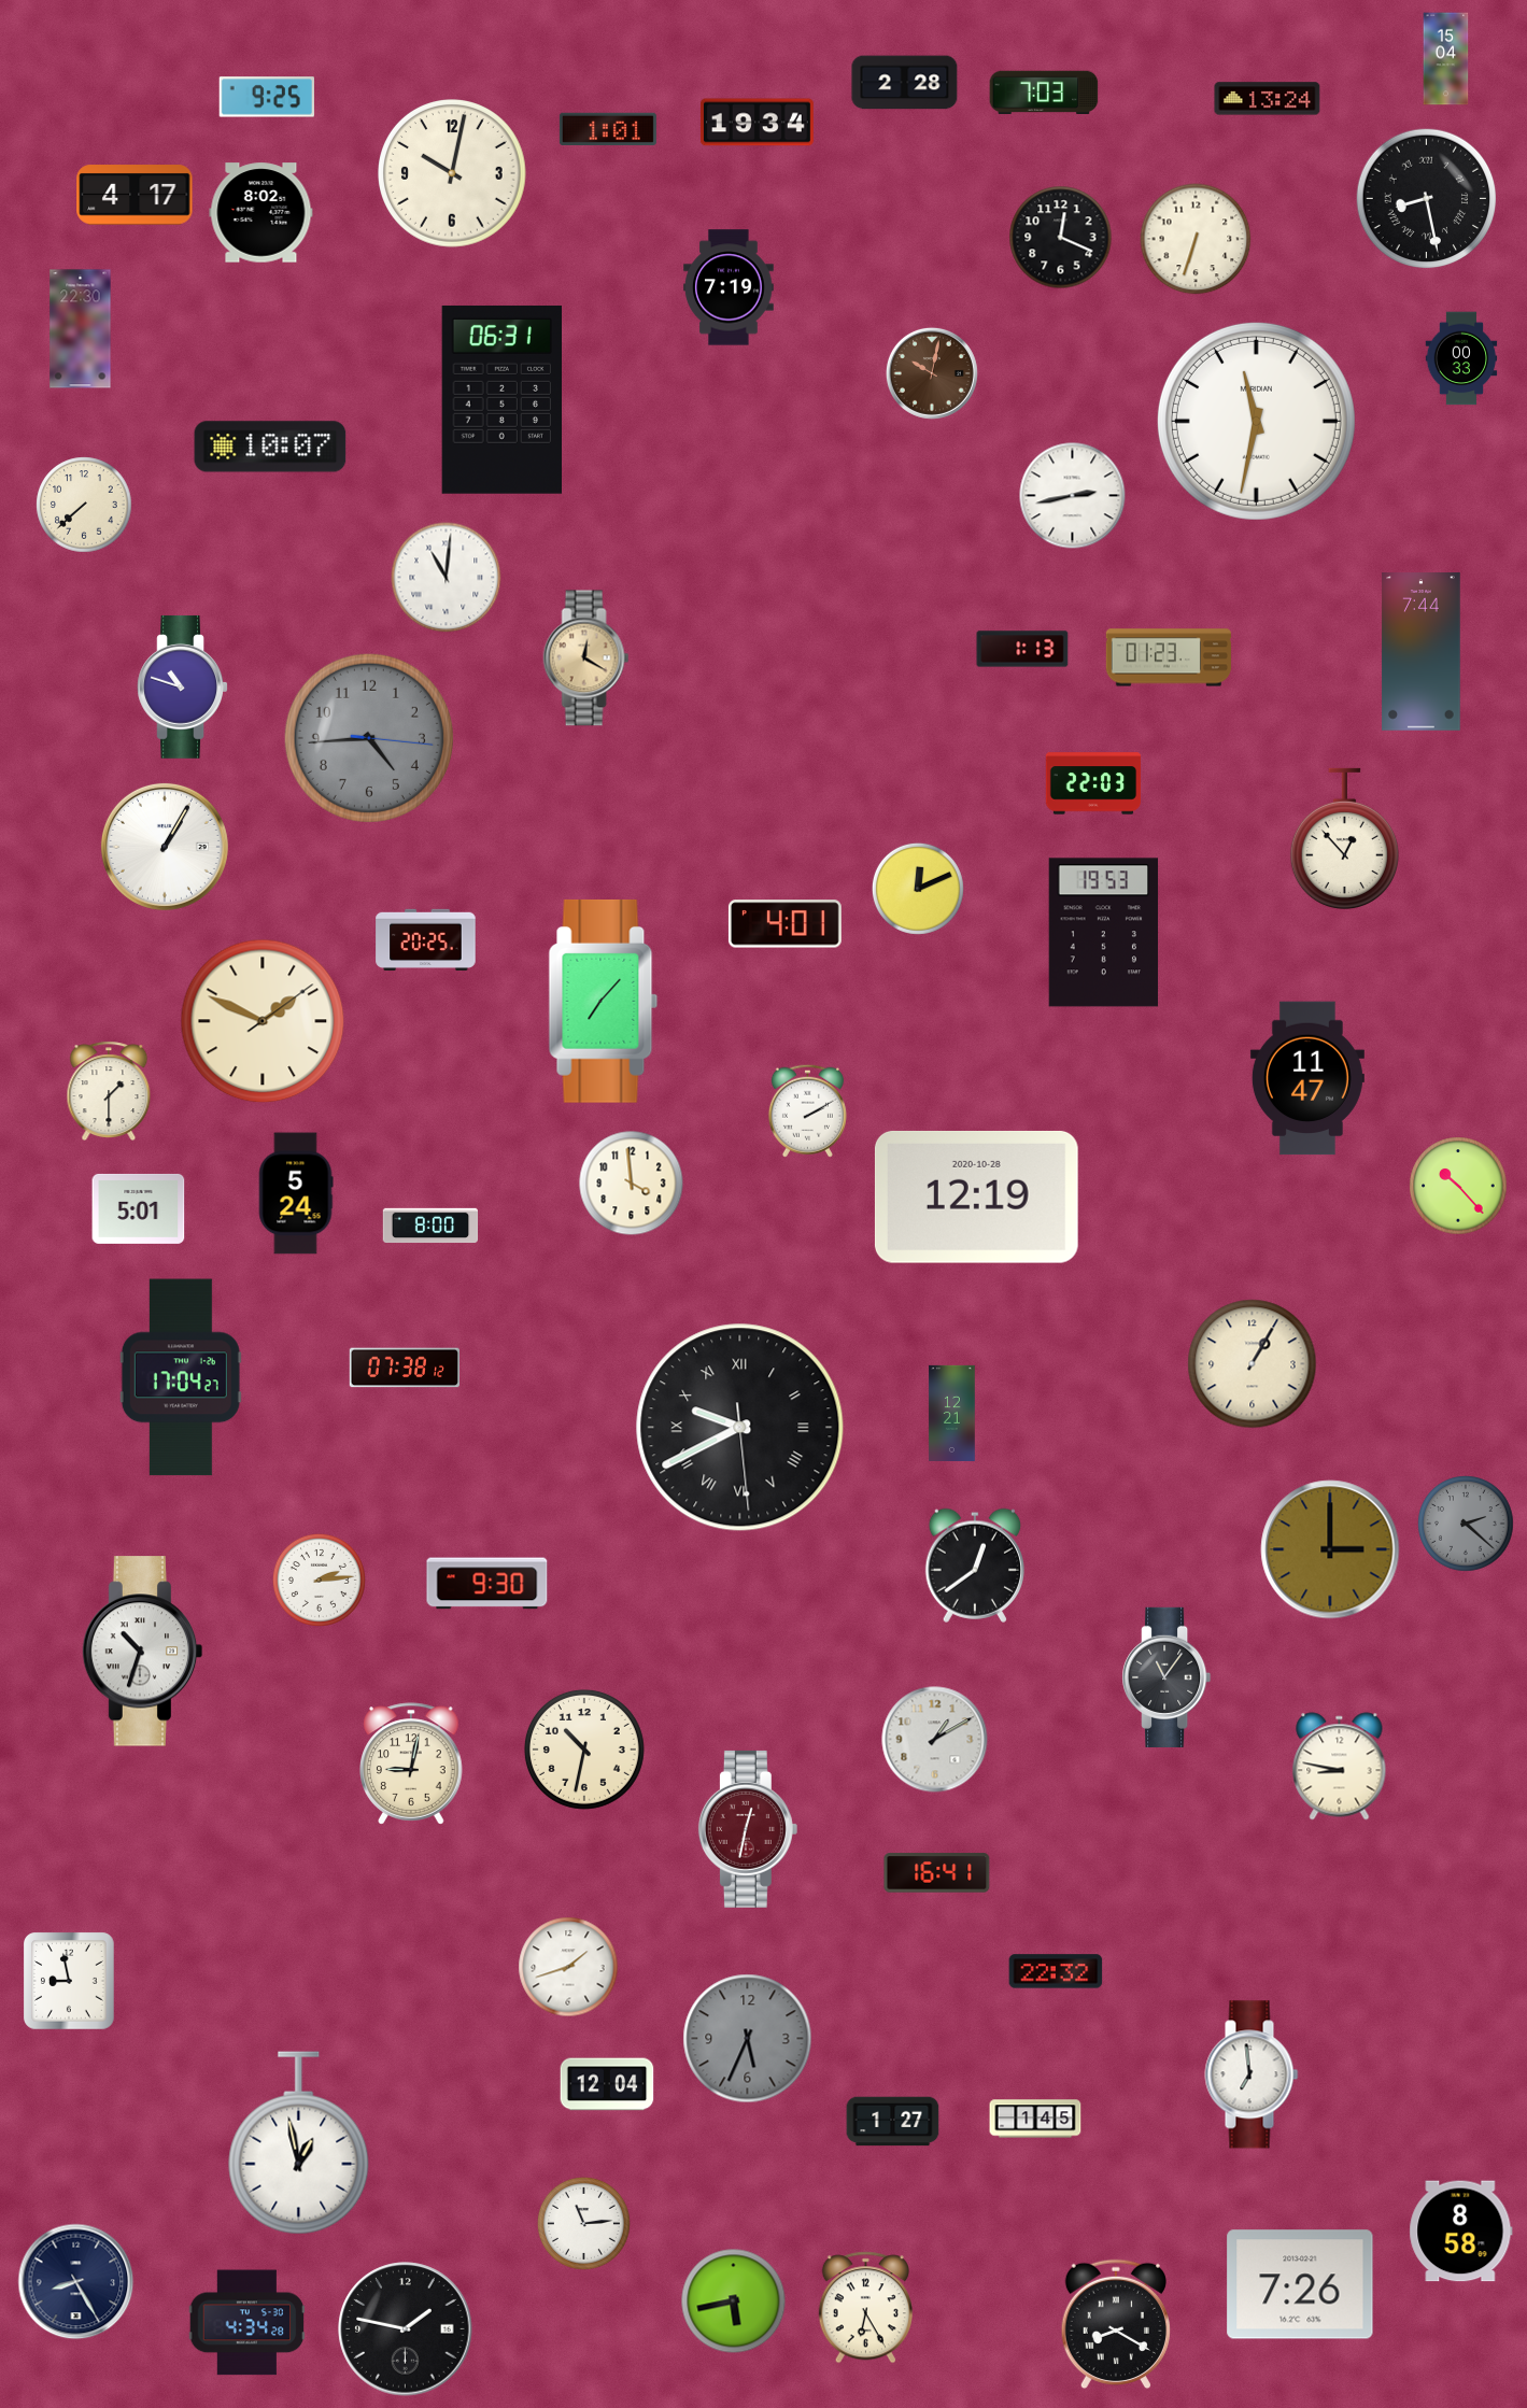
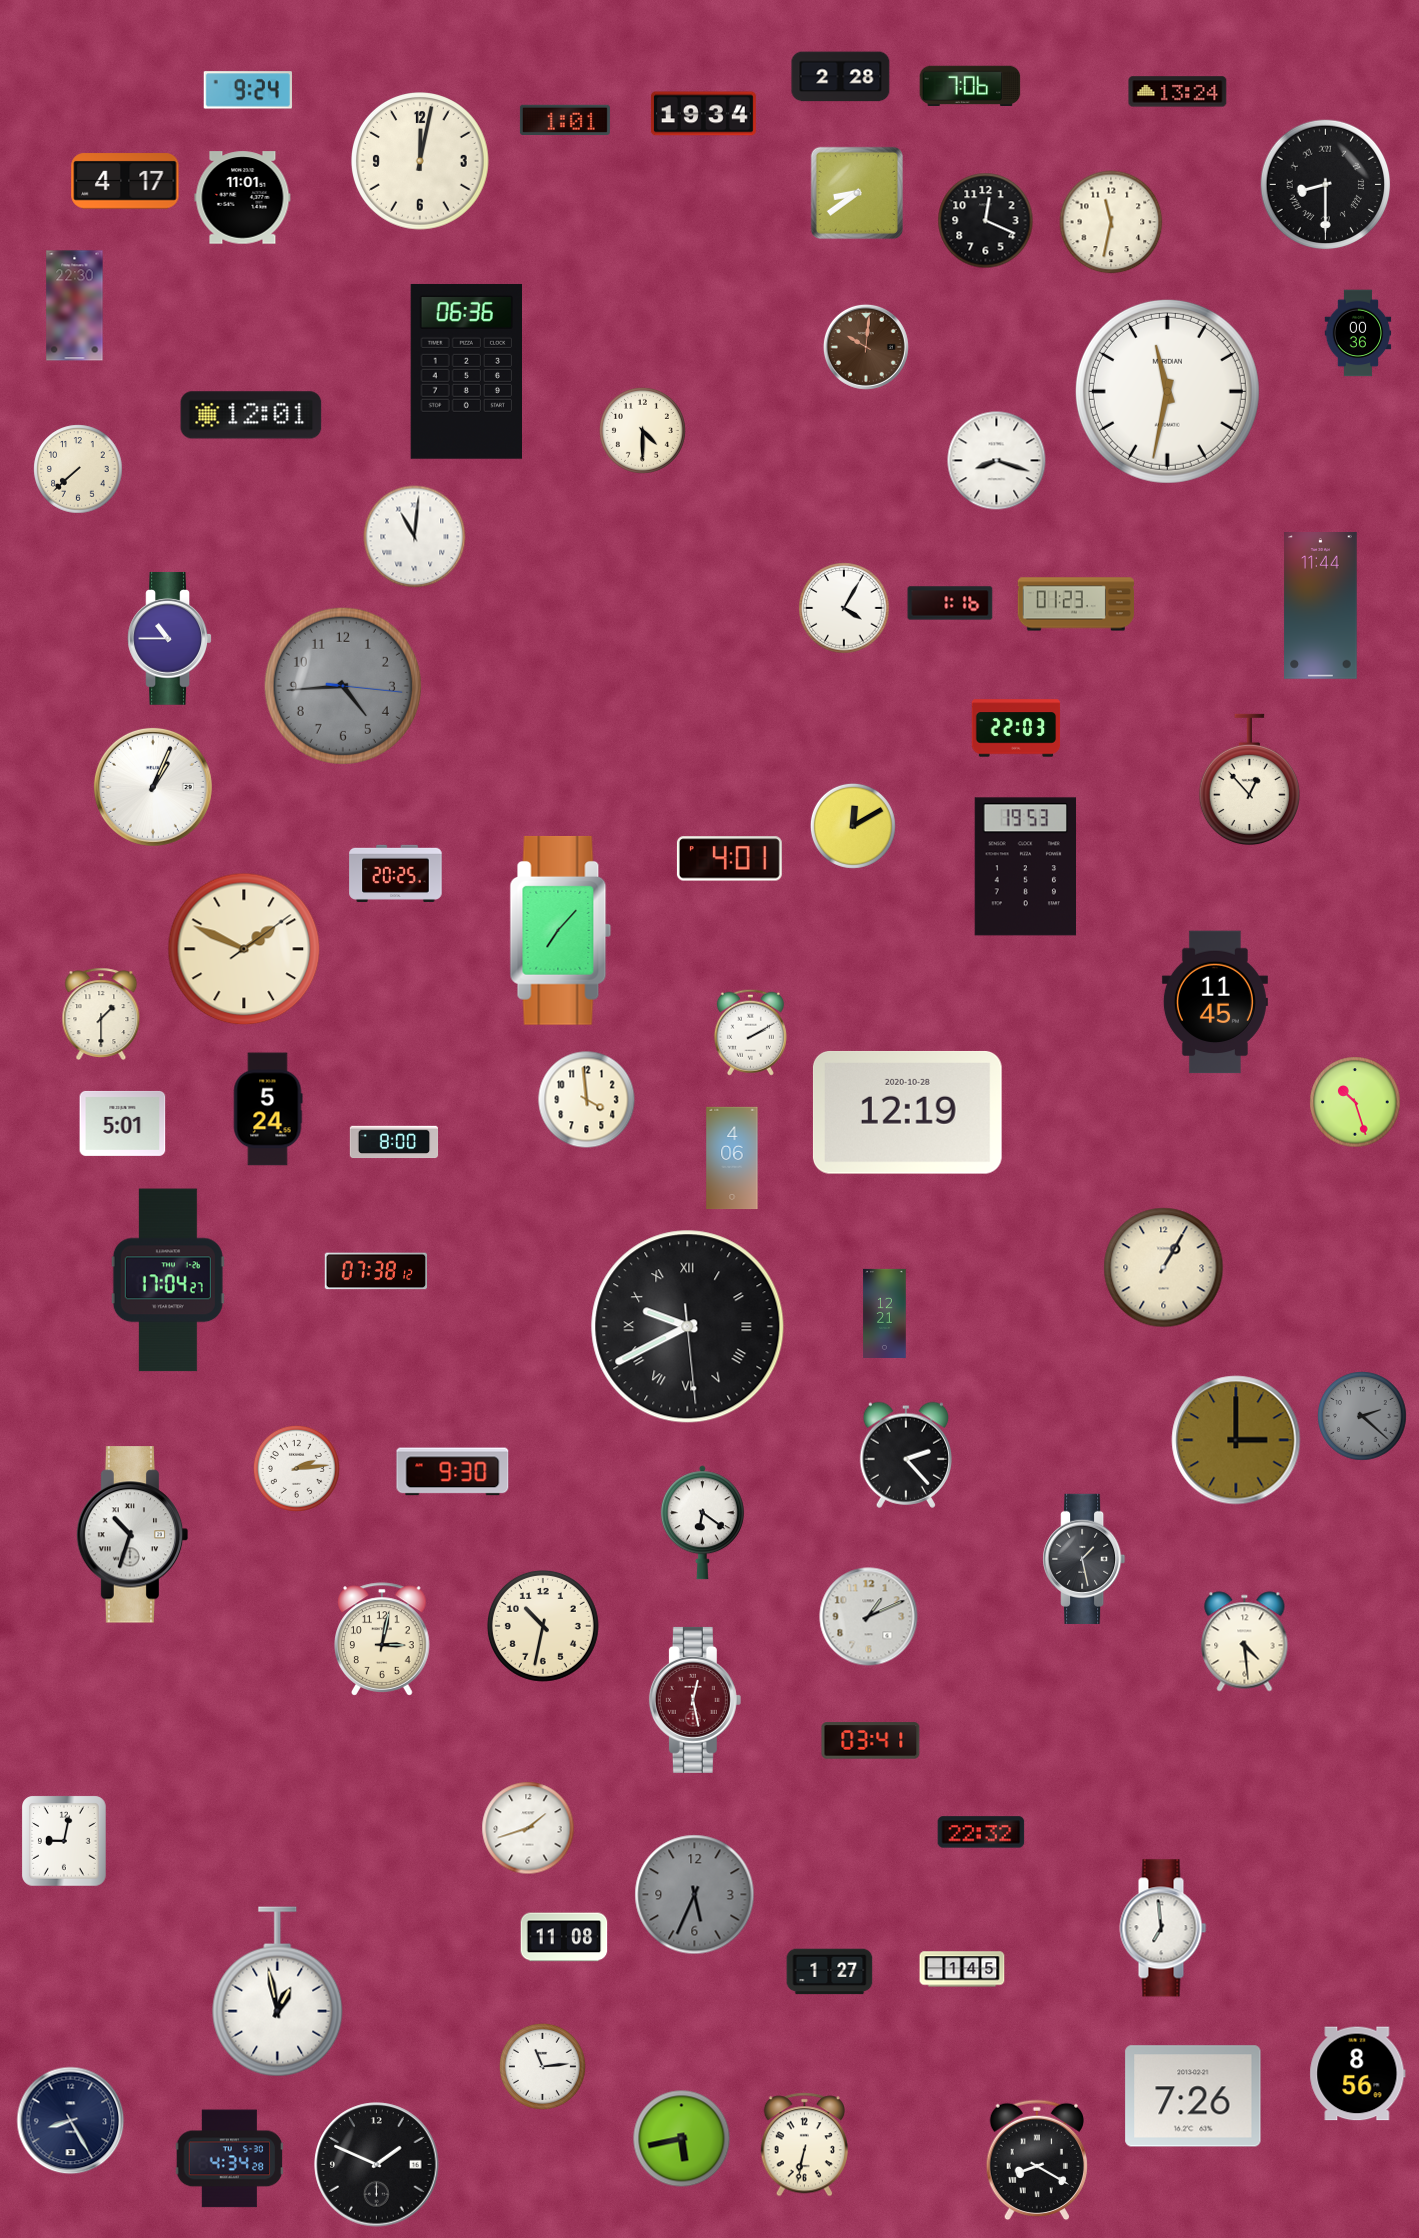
clock at (1446, 59): 15:04 -> none
clock at (1044, 91): 7:03 -> 7:06
clock at (267, 97): 9:25 -> 9:24
clock at (453, 174): 10:02 -> 12:02
clock at (1427, 199): 8:28 -> 8:30
clock at (857, 193): none -> 8:39
clock at (261, 213): 8:02 -> 11:01
clock at (1196, 239): 6:33 -> 11:32
clock at (729, 287): 7:19 -> none
clock at (1461, 358): 00:33 -> 00:36
clock at (932, 373): 10:02 -> 10:01
clock at (501, 399): 06:31 -> 06:36
clock at (270, 447): 10:07 -> 12:01
clock at (642, 430): none -> 4:30
clock at (1073, 496): 2:43 -> 8:18
clock at (1022, 649): 1:13 -> 1:16
clock at (1422, 652): 7:44 -> 11:44
clock at (844, 608): none -> 4:05
clock at (1169, 657) position: (1169, 657) -> (1076, 604)
clock at (586, 658): 12:20 -> none
clock at (183, 686): 10:48 -> 10:45
clock at (165, 847): 1:05 -> 1:04
clock at (918, 889): 12:11 -> 12:10
clock at (1307, 1078): 11:47 -> 11:45
clock at (1458, 1186): 10:23 -> 10:27
clock at (296, 1193) position: (296, 1193) -> (268, 1109)
clock at (139, 1208) position: (139, 1208) -> (123, 1123)
clock at (430, 1226) position: (430, 1226) -> (394, 1142)
clock at (732, 1158): none -> 4:06
clock at (974, 1566): 12:39 -> 2:23
clock at (702, 1523): none -> 6:21
clock at (1167, 1677): 11:06 -> 1:28
clock at (935, 1740): 1:10 -> 1:11
clock at (411, 1763): 9:02 -> 3:02
clock at (1340, 1767): 8:47 -> 4:29
clock at (748, 1829): 12:32 -> 12:28
clock at (937, 1873): 16:41 -> 03:41
clock at (70, 1981): 8:58 -> 9:02
clock at (607, 2084): 12:04 -> 11:08
clock at (1461, 2232): 8:58 -> 8:56
clock at (1300, 2284) position: (1300, 2284) -> (1193, 2096)
clock at (865, 2308): 6:25 -> 6:32
clock at (406, 2329): 1:47 -> 1:49
